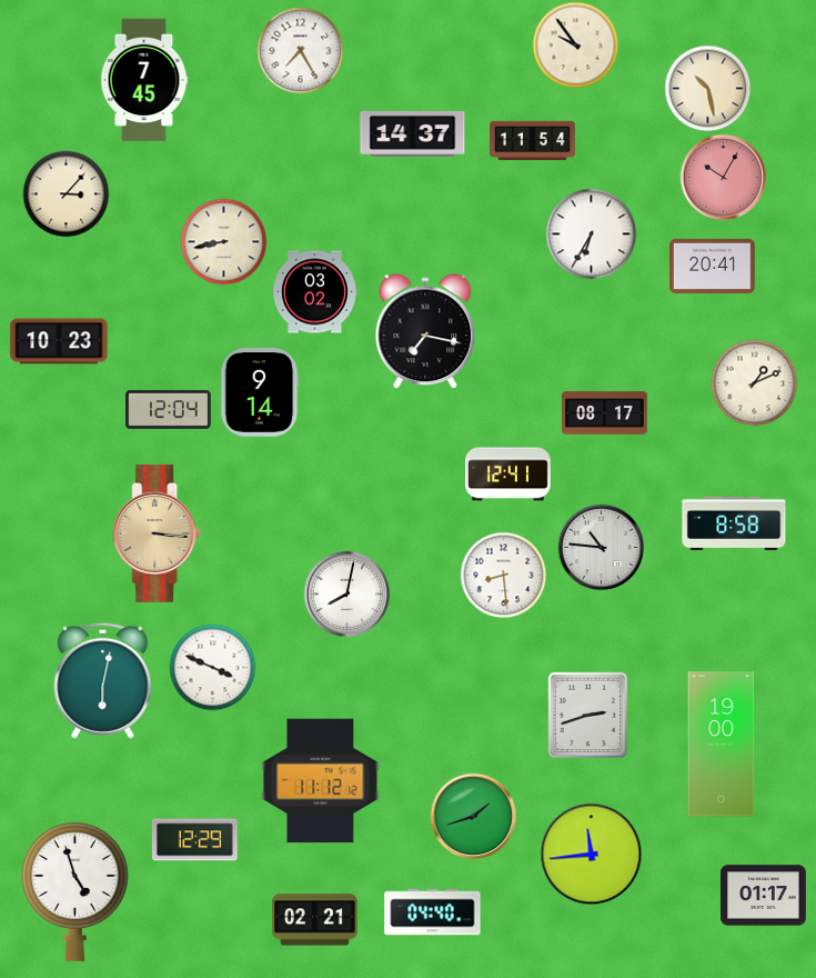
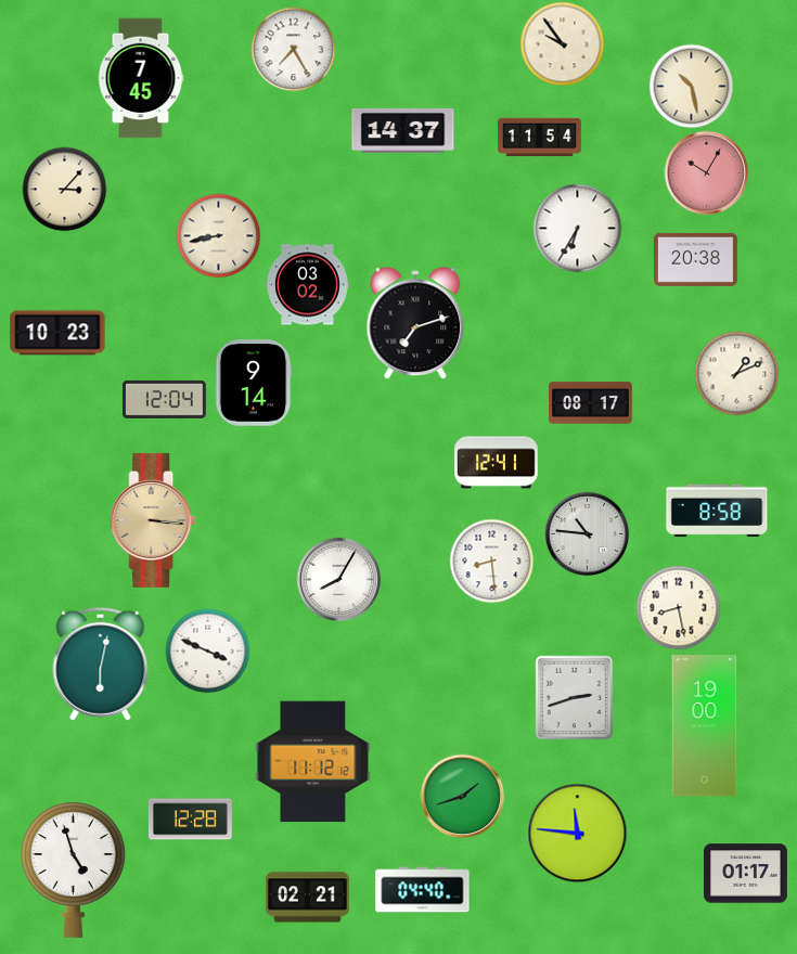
clock at (533, 141) position: (533, 141) -> (540, 138)
clock at (713, 266): 20:41 -> 20:38
clock at (425, 331): 7:17 -> 7:12
clock at (346, 593): 8:02 -> 8:05
clock at (678, 607): none -> 8:28
clock at (194, 840): 12:29 -> 12:28
clock at (591, 854): 11:44 -> 11:46
